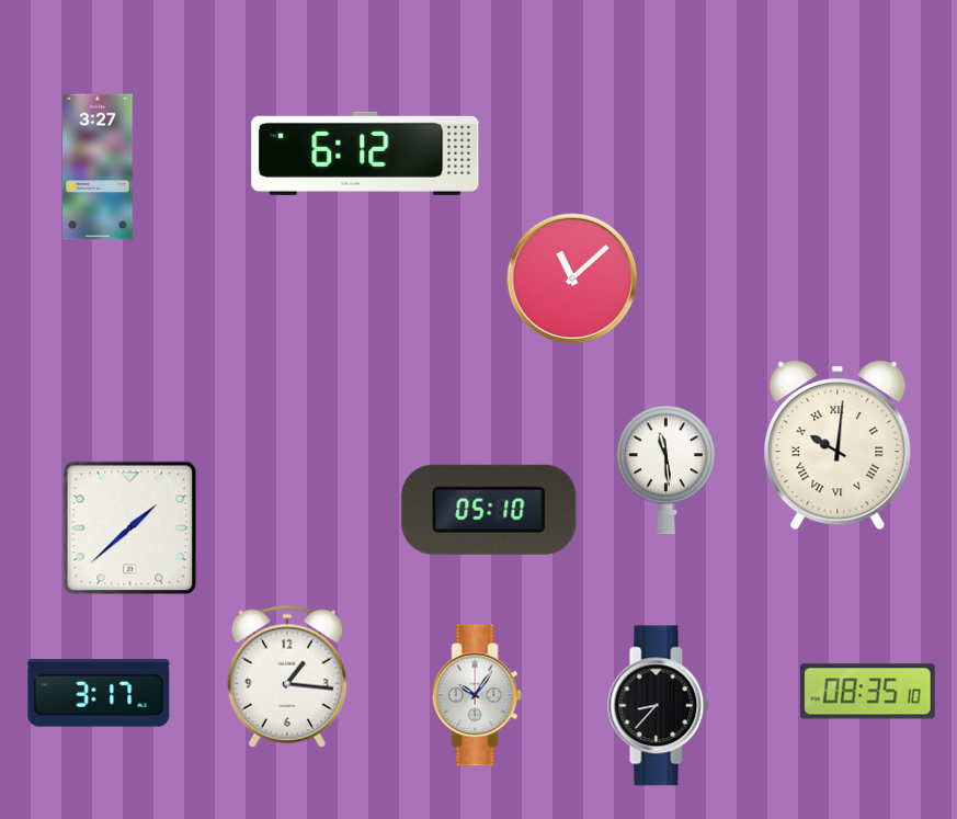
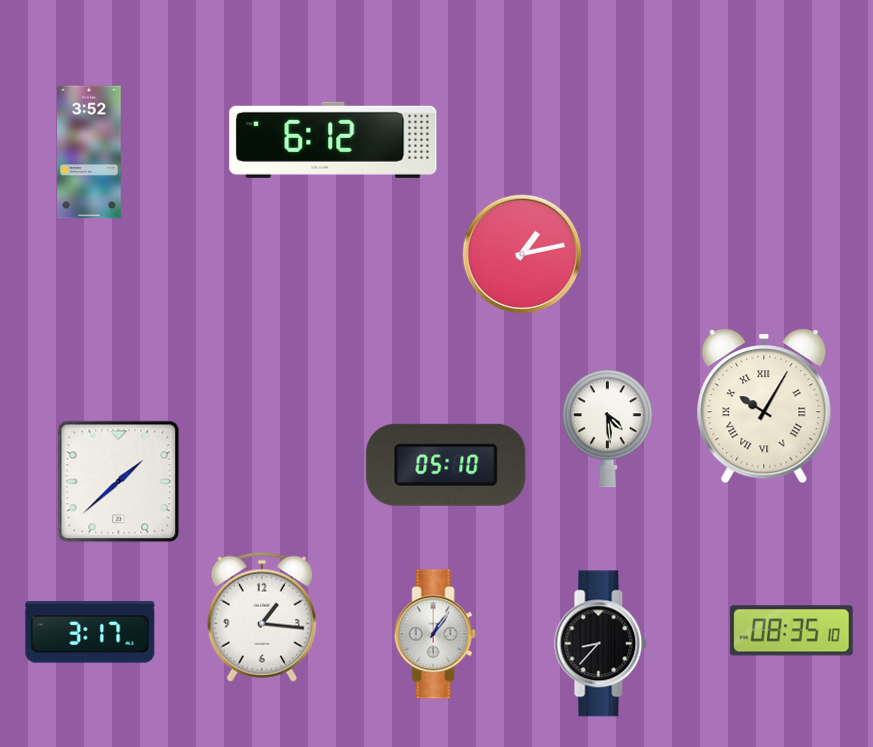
clock at (98, 167): 3:27 -> 3:52
clock at (572, 278): 11:08 -> 1:13
clock at (838, 445): 10:01 -> 10:05
clock at (667, 470): 11:29 -> 4:29
clock at (477, 695): 10:06 -> 1:06
